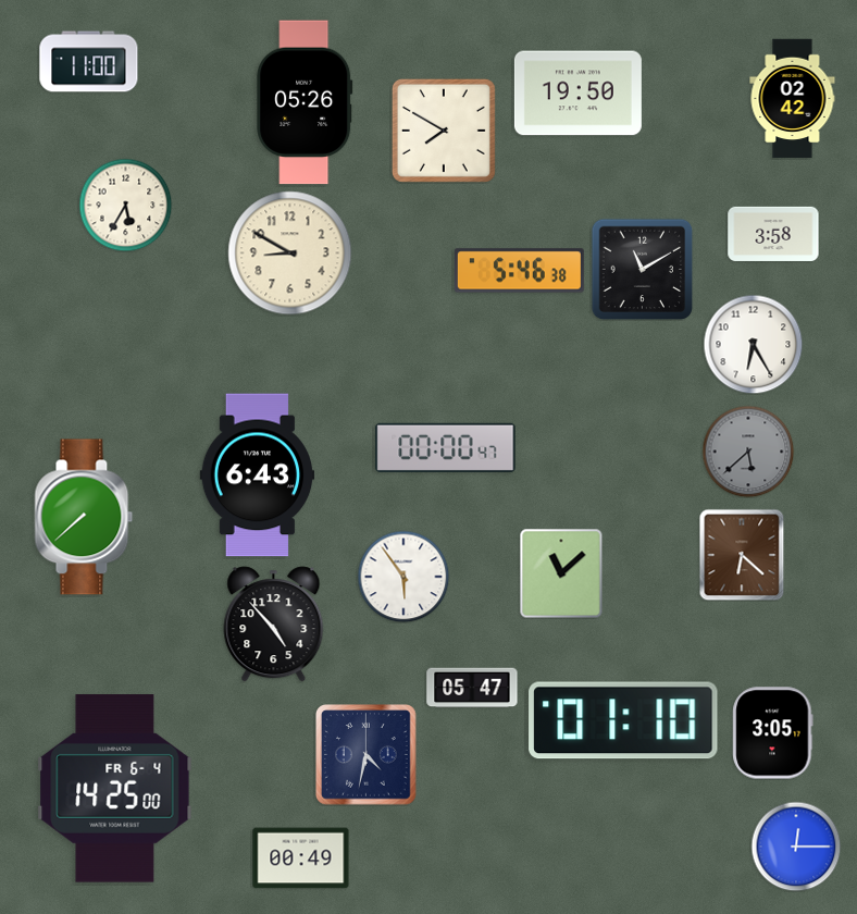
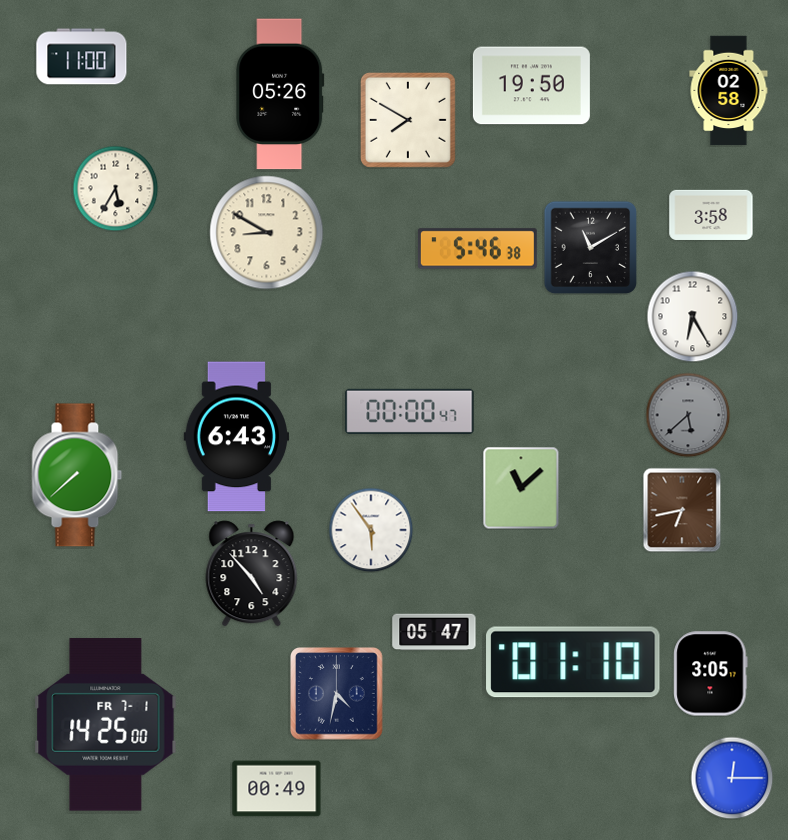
clock at (793, 99): 02:42 -> 02:58
clock at (742, 555): 6:22 -> 6:43
clock at (561, 573) position: (561, 573) -> (521, 488)
clock at (115, 789) date: FR 6-4 -> FR 7-1
